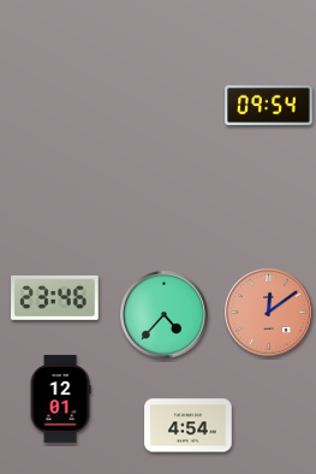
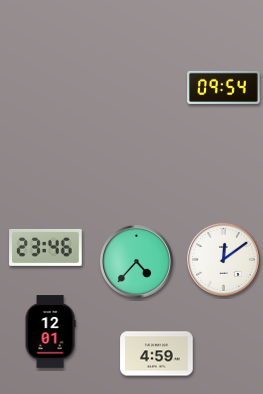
clock at (268, 312) dial: salmon -> white
clock at (189, 426): 4:54 -> 4:59
